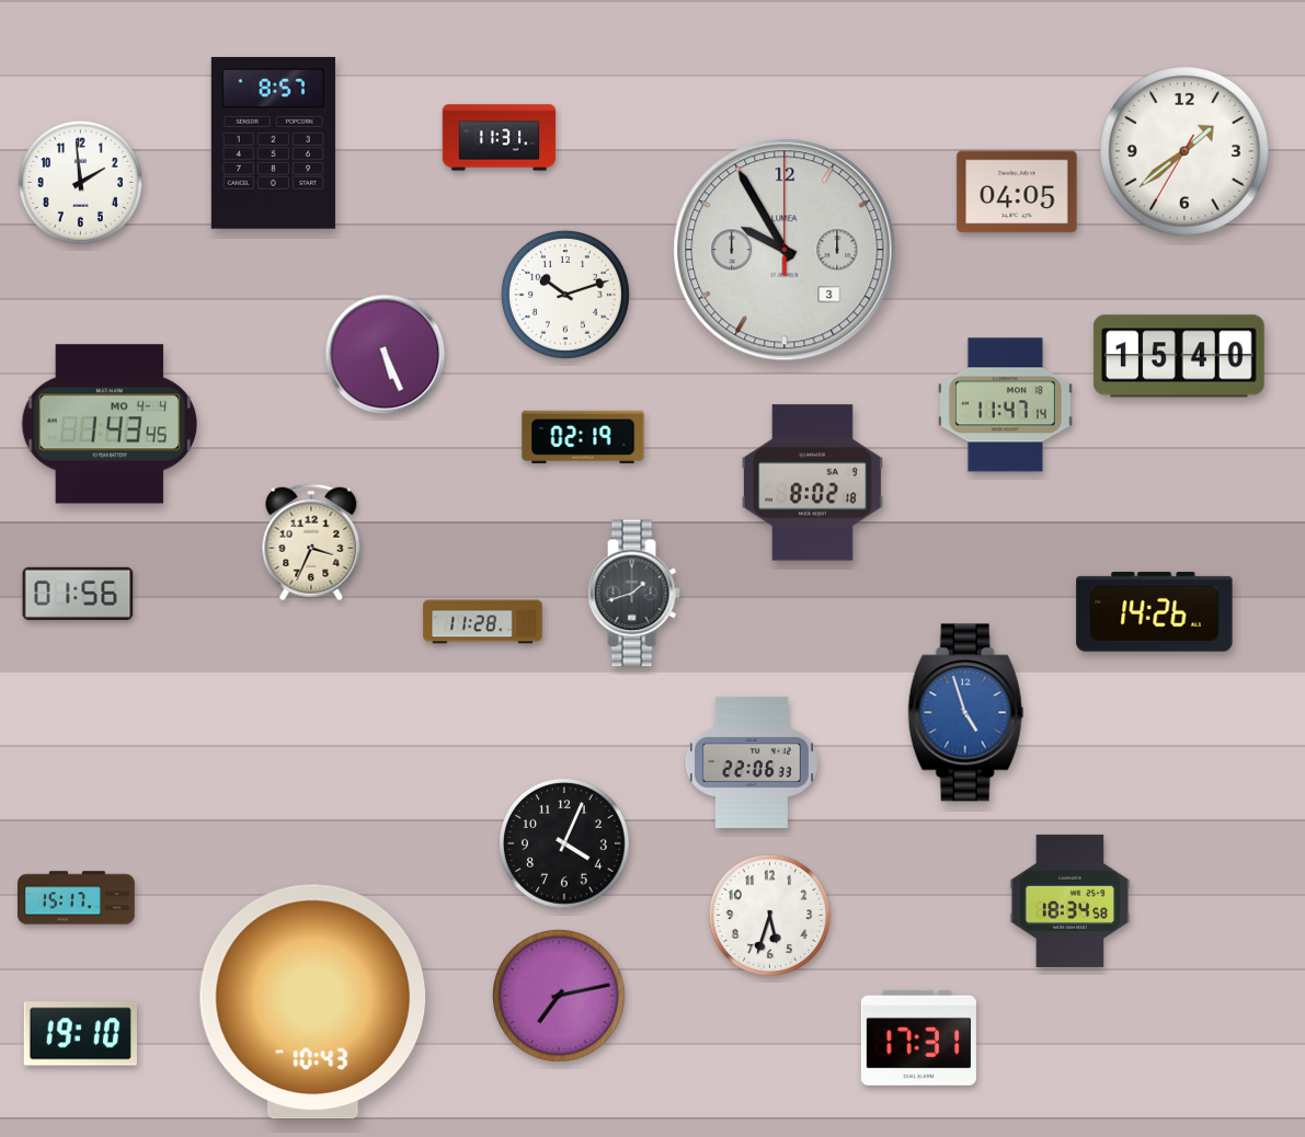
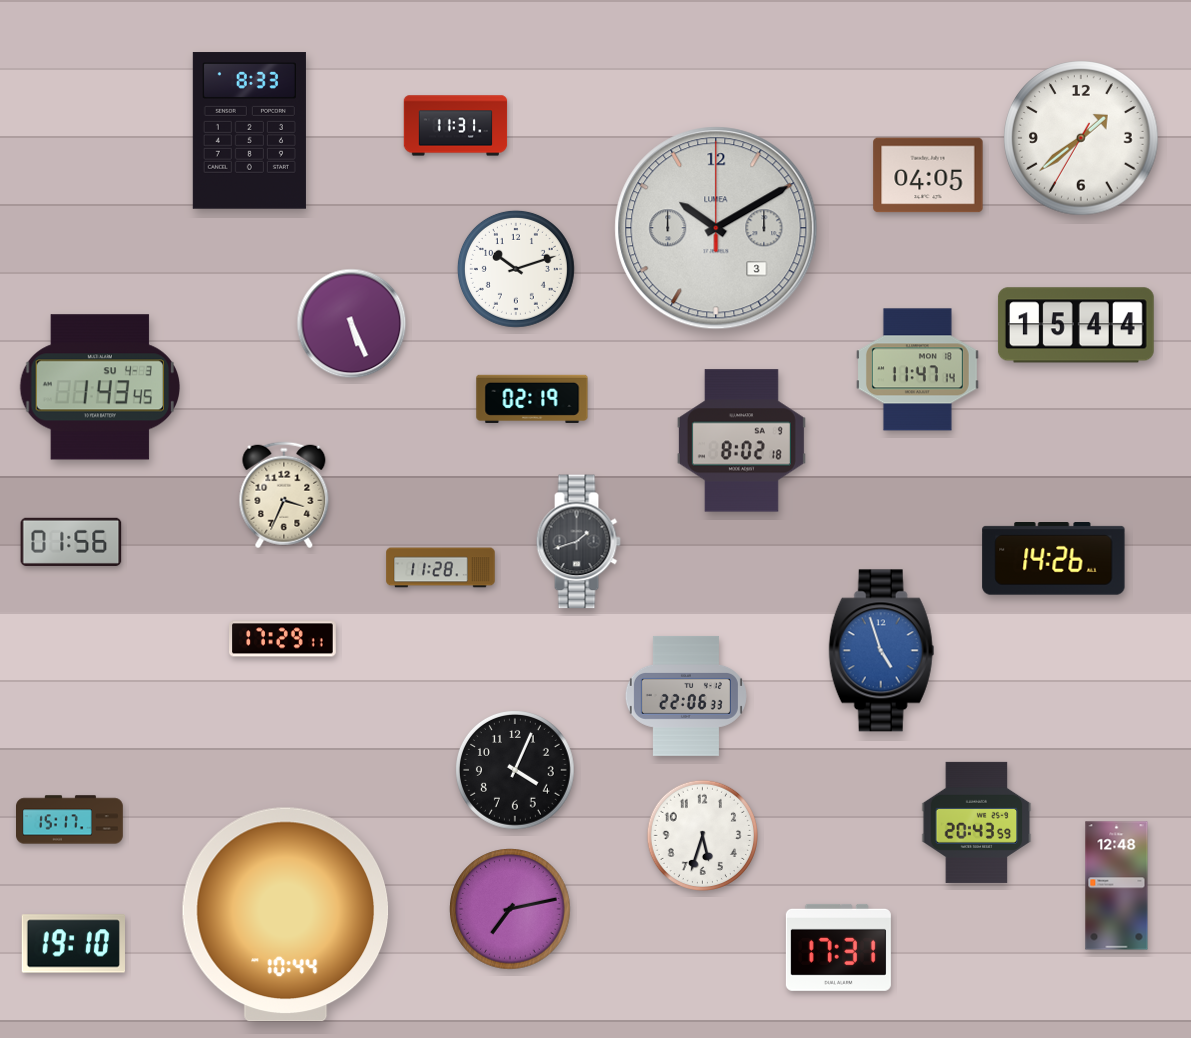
clock at (273, 143): 8:57 -> 8:33
clock at (80, 182): 1:59 -> none
clock at (785, 250): 9:55 -> 10:10
clock at (1179, 356): 15:40 -> 15:44
clock at (108, 424) date: MO 4-4 -> SU 4-3
clock at (283, 639): none -> 17:29
clock at (1071, 900): 18:34 -> 20:43
clock at (1117, 886): none -> 12:48
clock at (313, 1002): 10:43 -> 10:44
